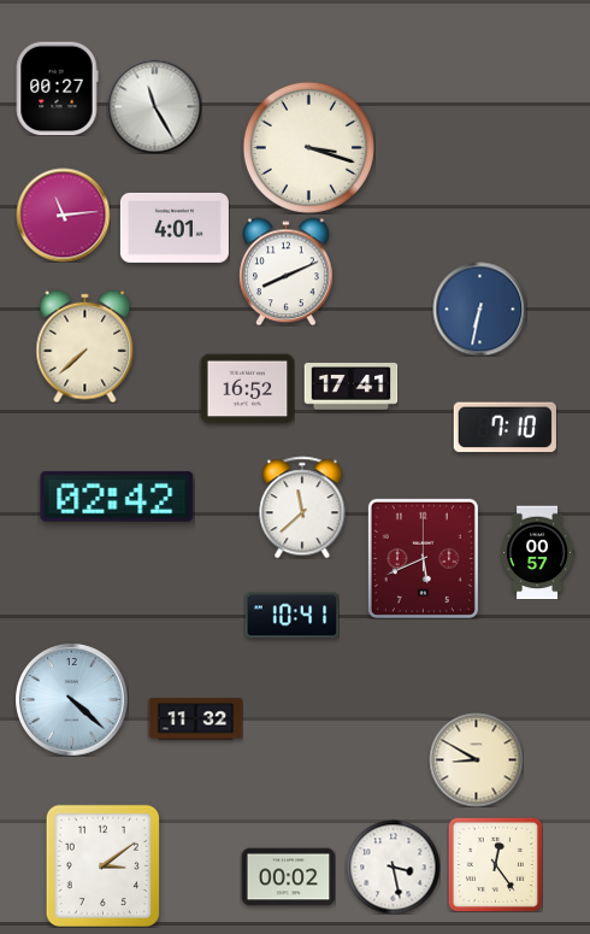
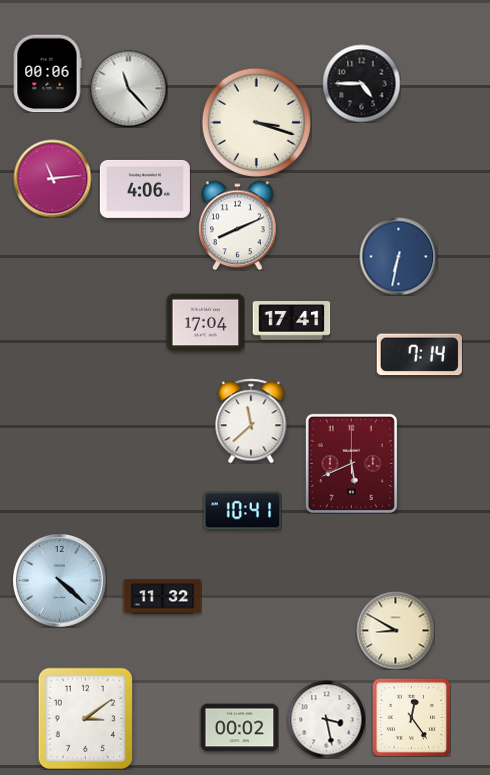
clock at (57, 88): 00:27 -> 00:06
clock at (361, 83): none -> 4:45
clock at (154, 106): 11:25 -> 11:23
clock at (175, 228): 4:01 -> 4:06
clock at (85, 346): 7:38 -> none
clock at (247, 389): 16:52 -> 17:04
clock at (505, 428): 7:10 -> 7:14
clock at (117, 497): 02:42 -> none
clock at (538, 552): 00:57 -> none
